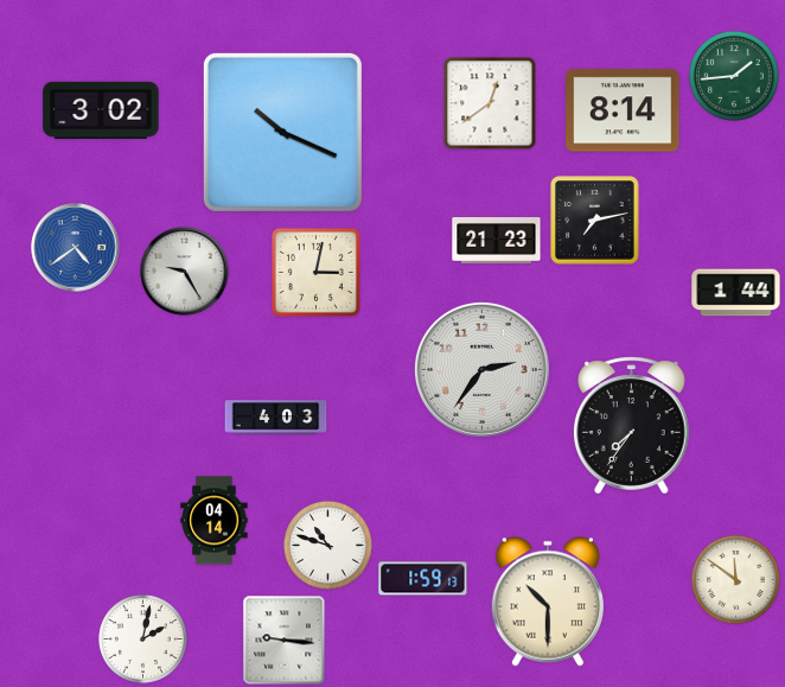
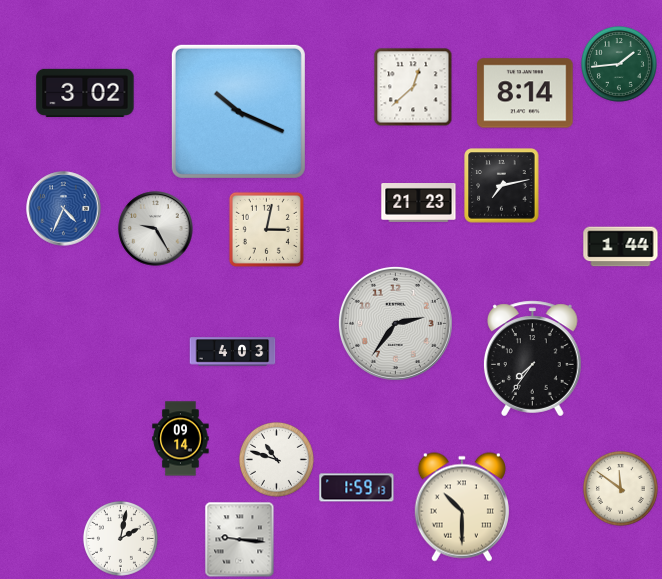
clock at (490, 103): 12:39 -> 12:38
clock at (76, 248): 4:39 -> 4:34
clock at (481, 369) position: (481, 369) -> (395, 323)
clock at (215, 521): 04:14 -> 09:14
